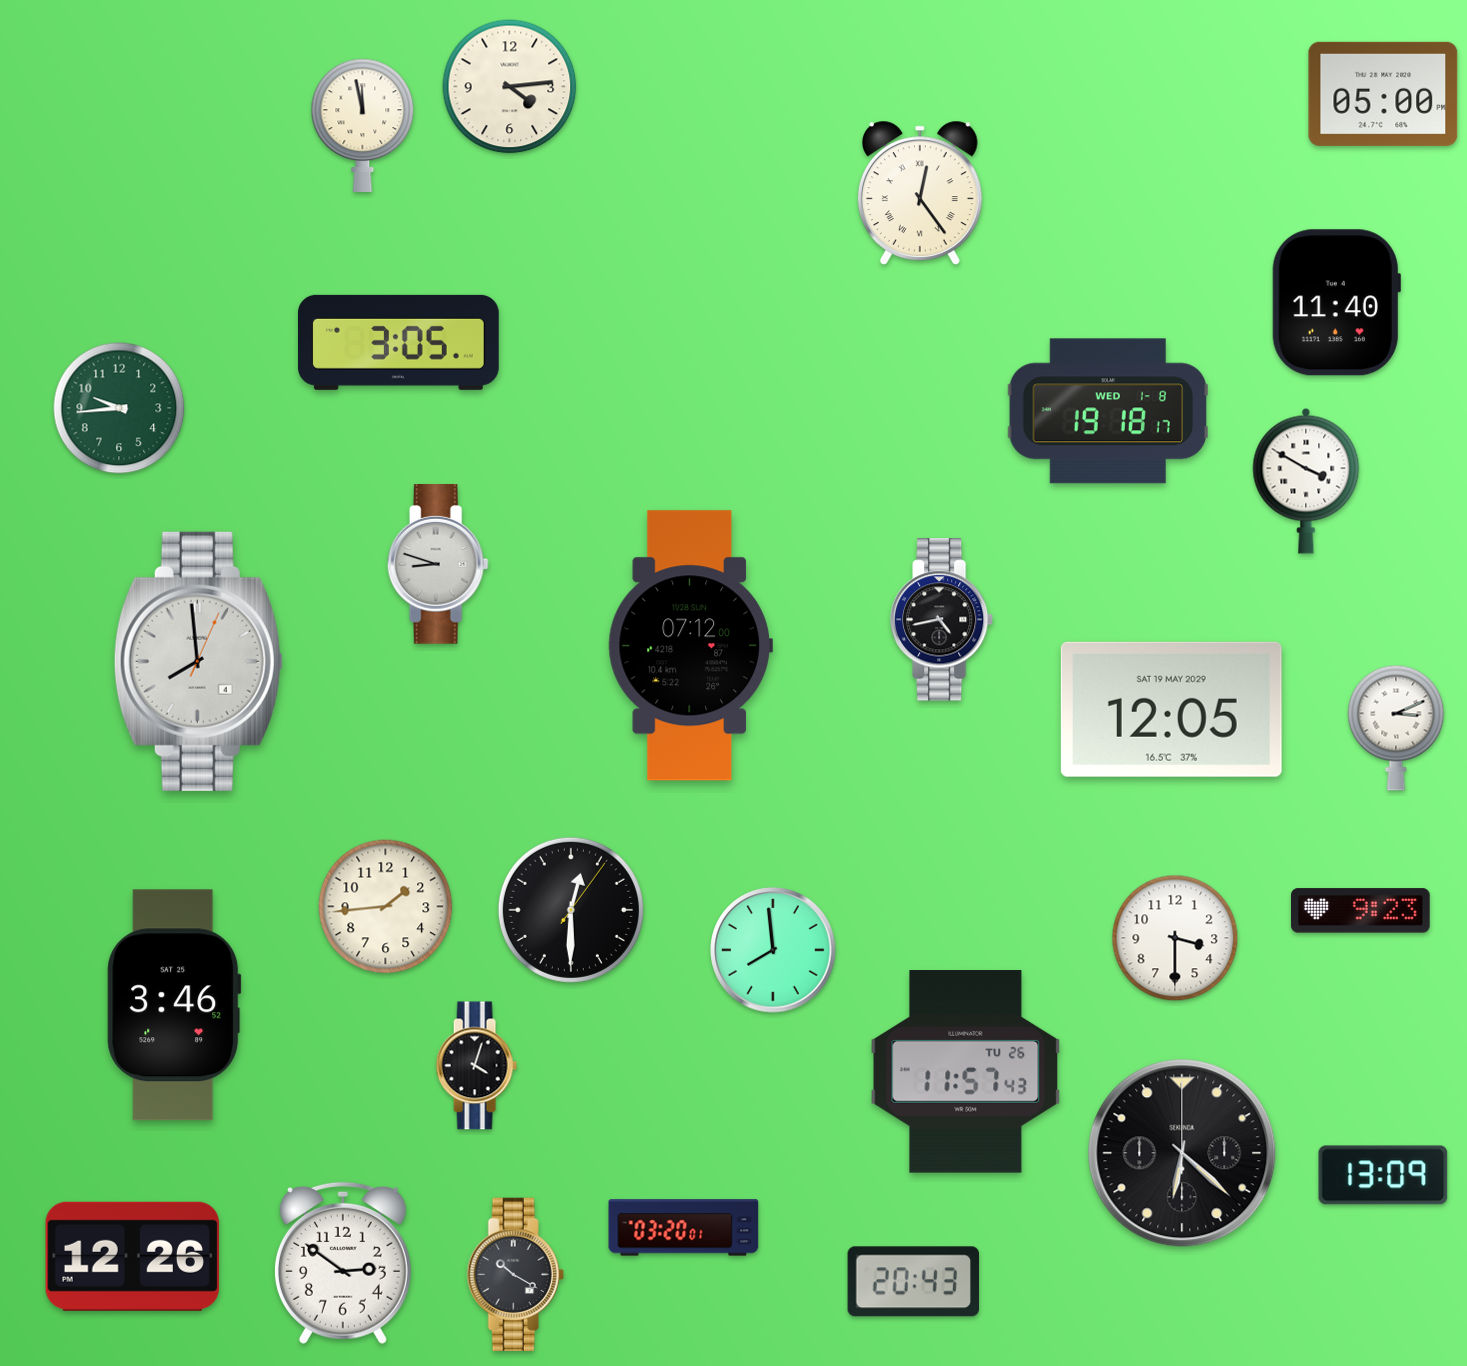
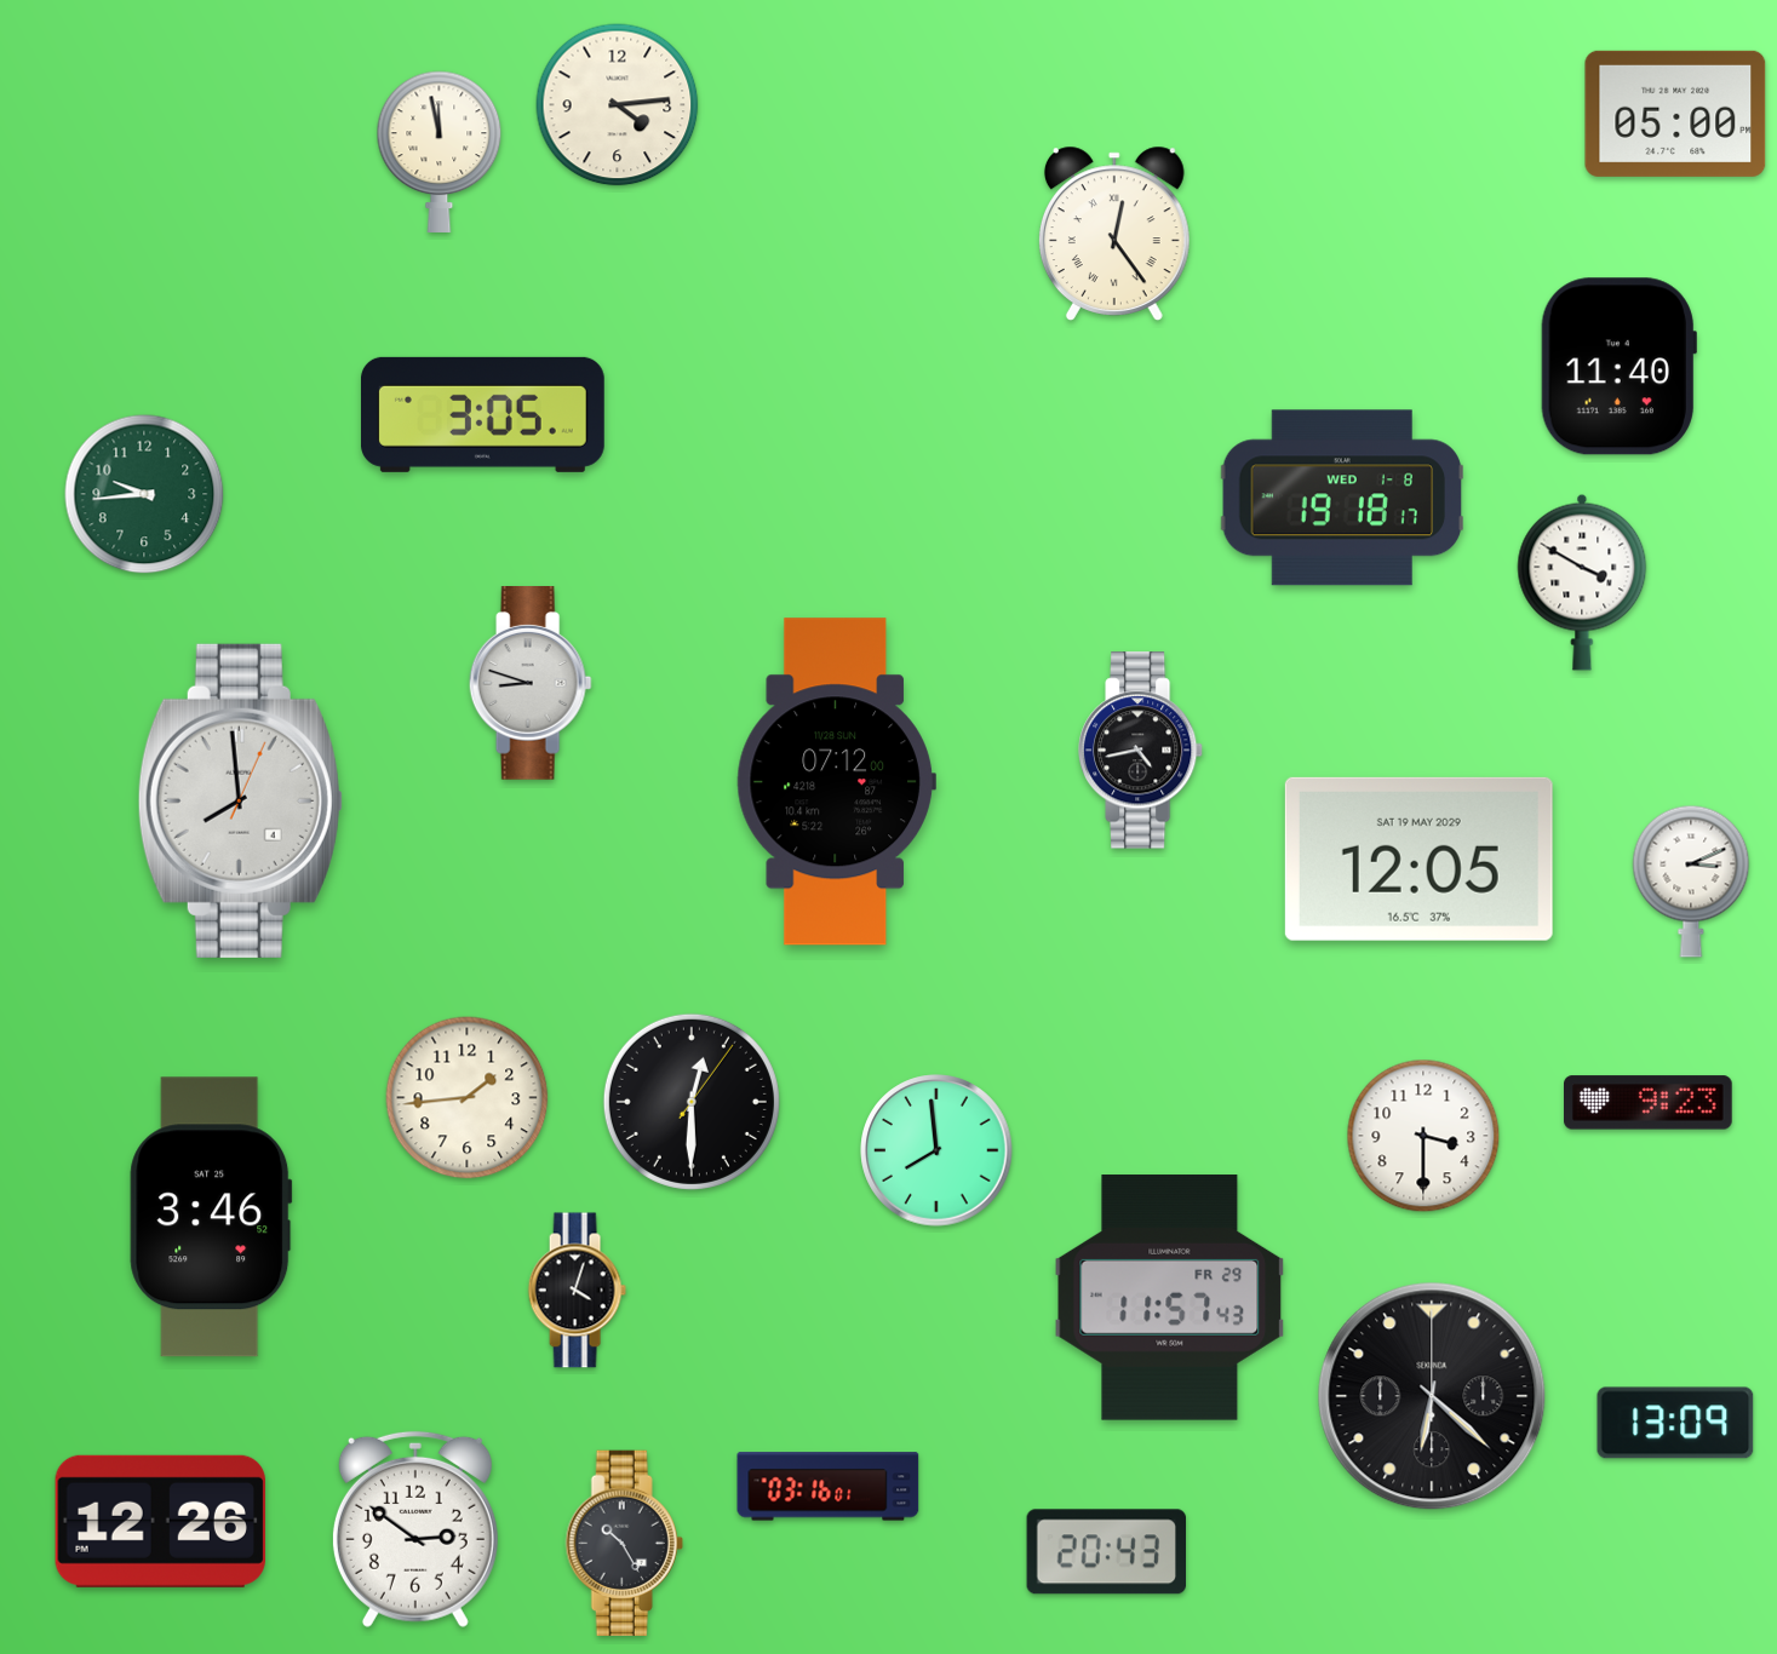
clock at (966, 1072) date: TU 26 -> FR 29
clock at (684, 1228): 03:20 -> 03:16
clock at (515, 1274): 10:20 -> 10:25
